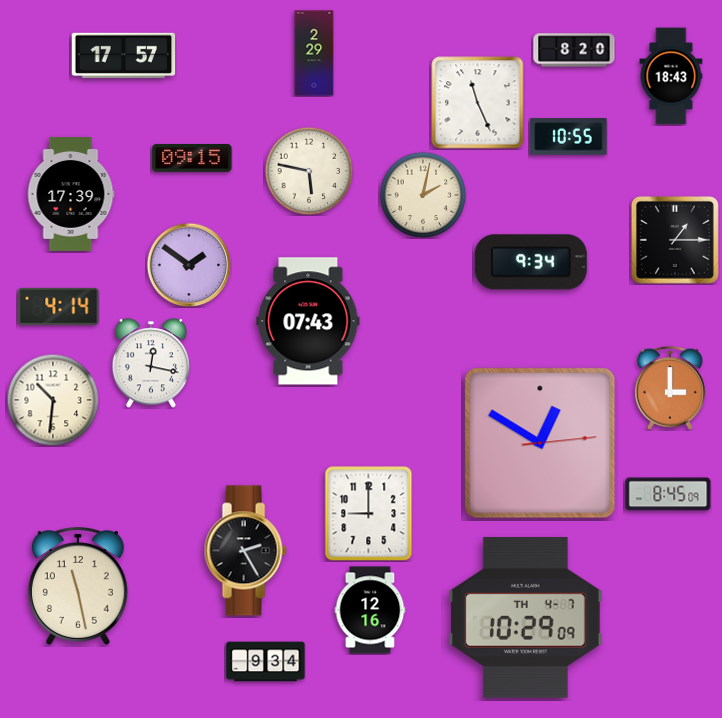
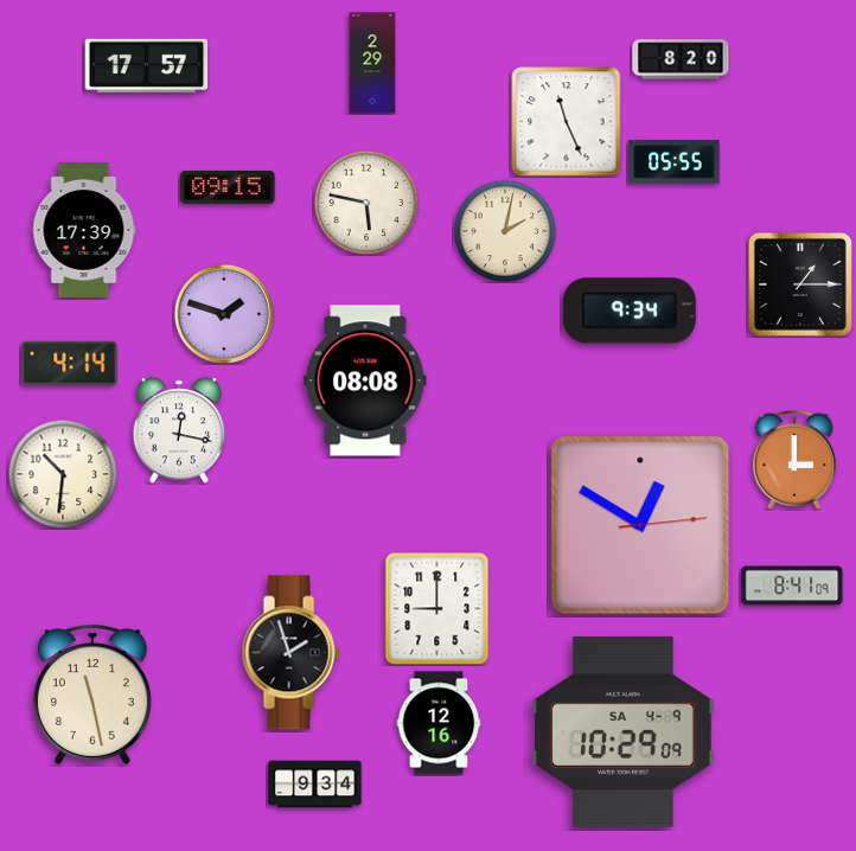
clock at (671, 76): 18:43 -> none
clock at (569, 137): 10:55 -> 05:55
clock at (423, 195) position: (423, 195) -> (505, 231)
clock at (189, 265): 1:51 -> 1:48
clock at (308, 321): 07:43 -> 08:08
clock at (668, 494): 8:45 -> 8:41
clock at (245, 551): 2:25 -> 1:57
clock at (526, 617) date: TH 4-7 -> SA 4-9
